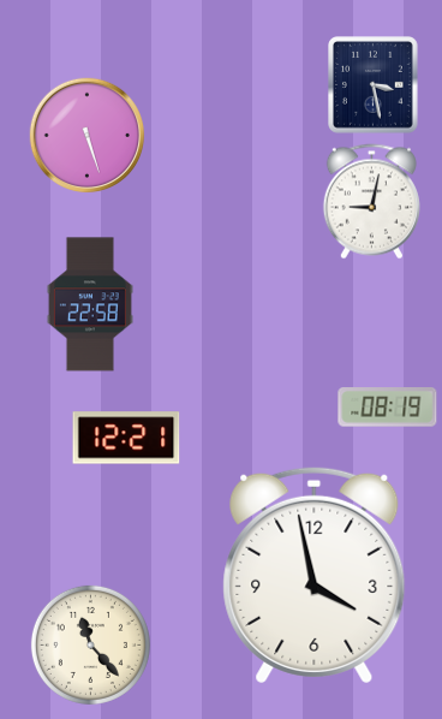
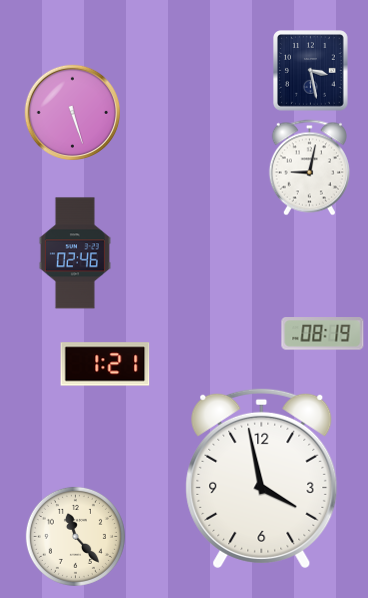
clock at (90, 304): 22:58 -> 02:46
clock at (388, 408) position: (388, 408) -> (323, 334)
clock at (126, 438): 12:21 -> 1:21
